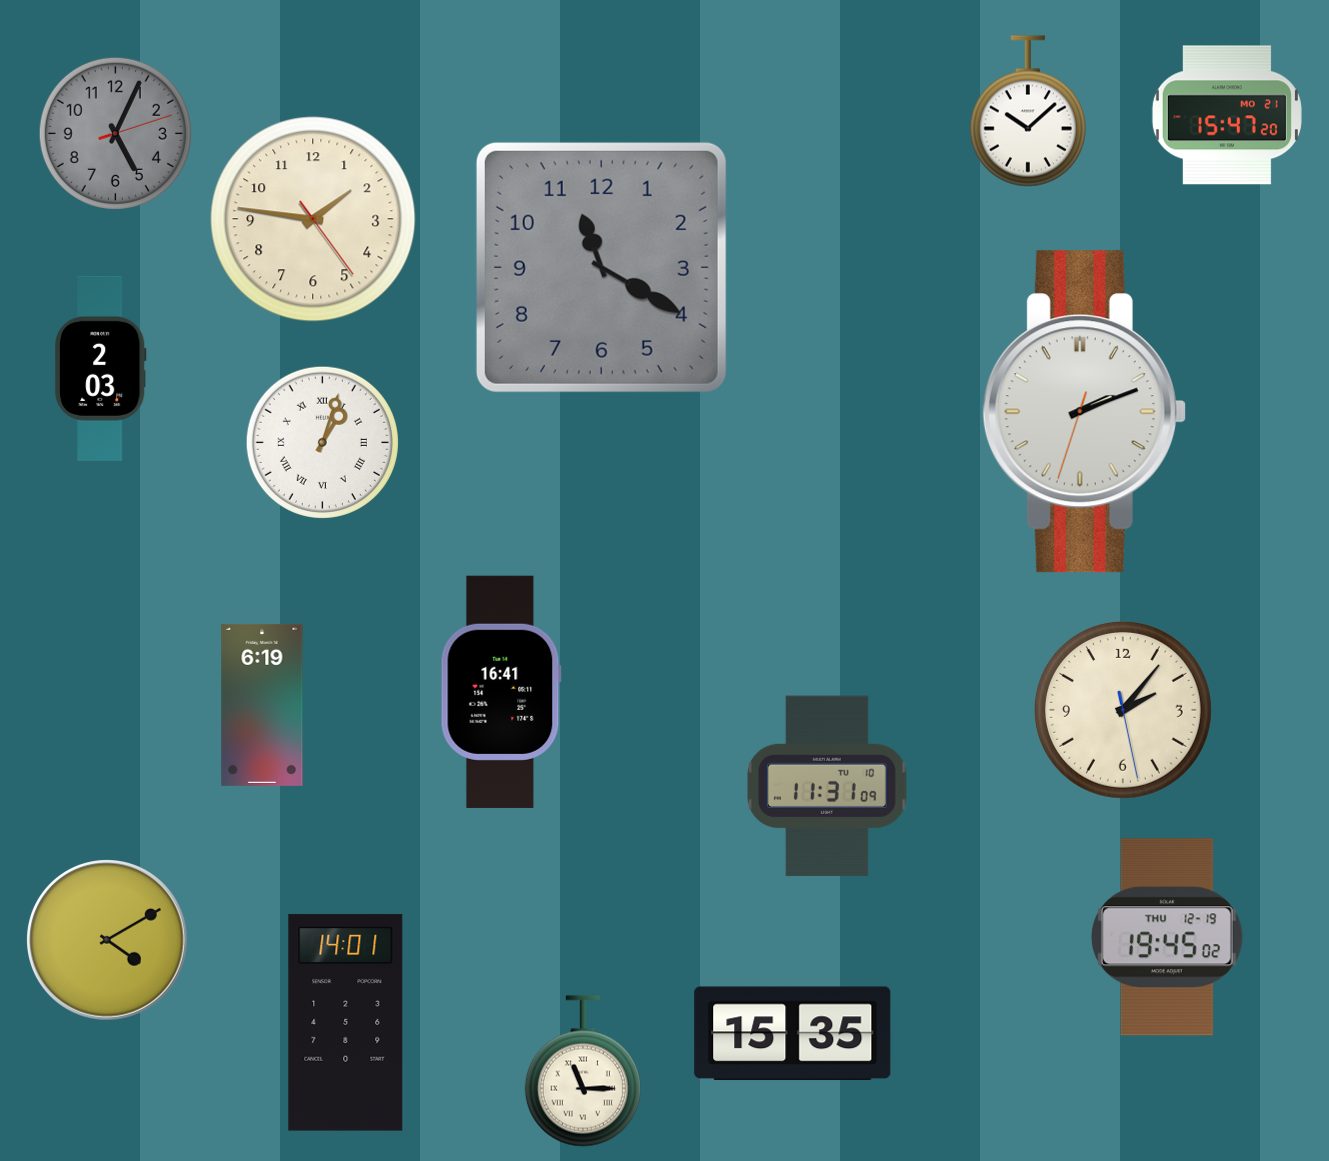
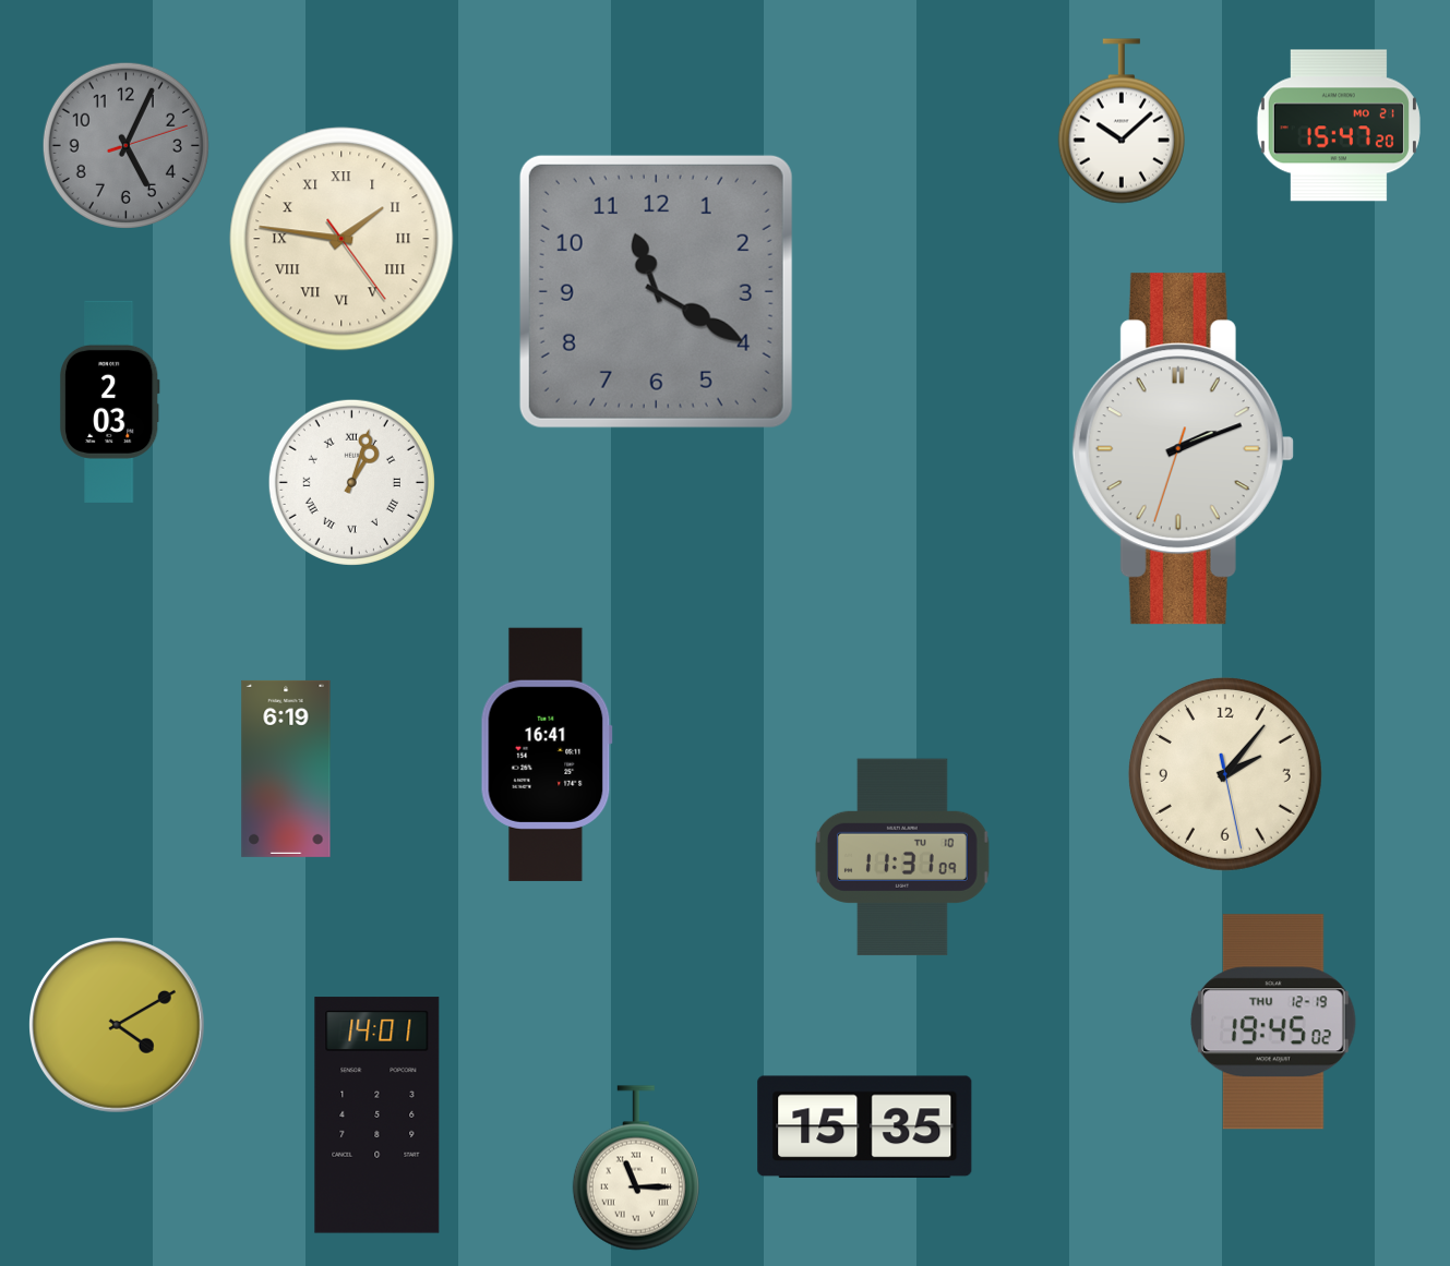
clock at (313, 219) numerals: Arabic -> Roman
